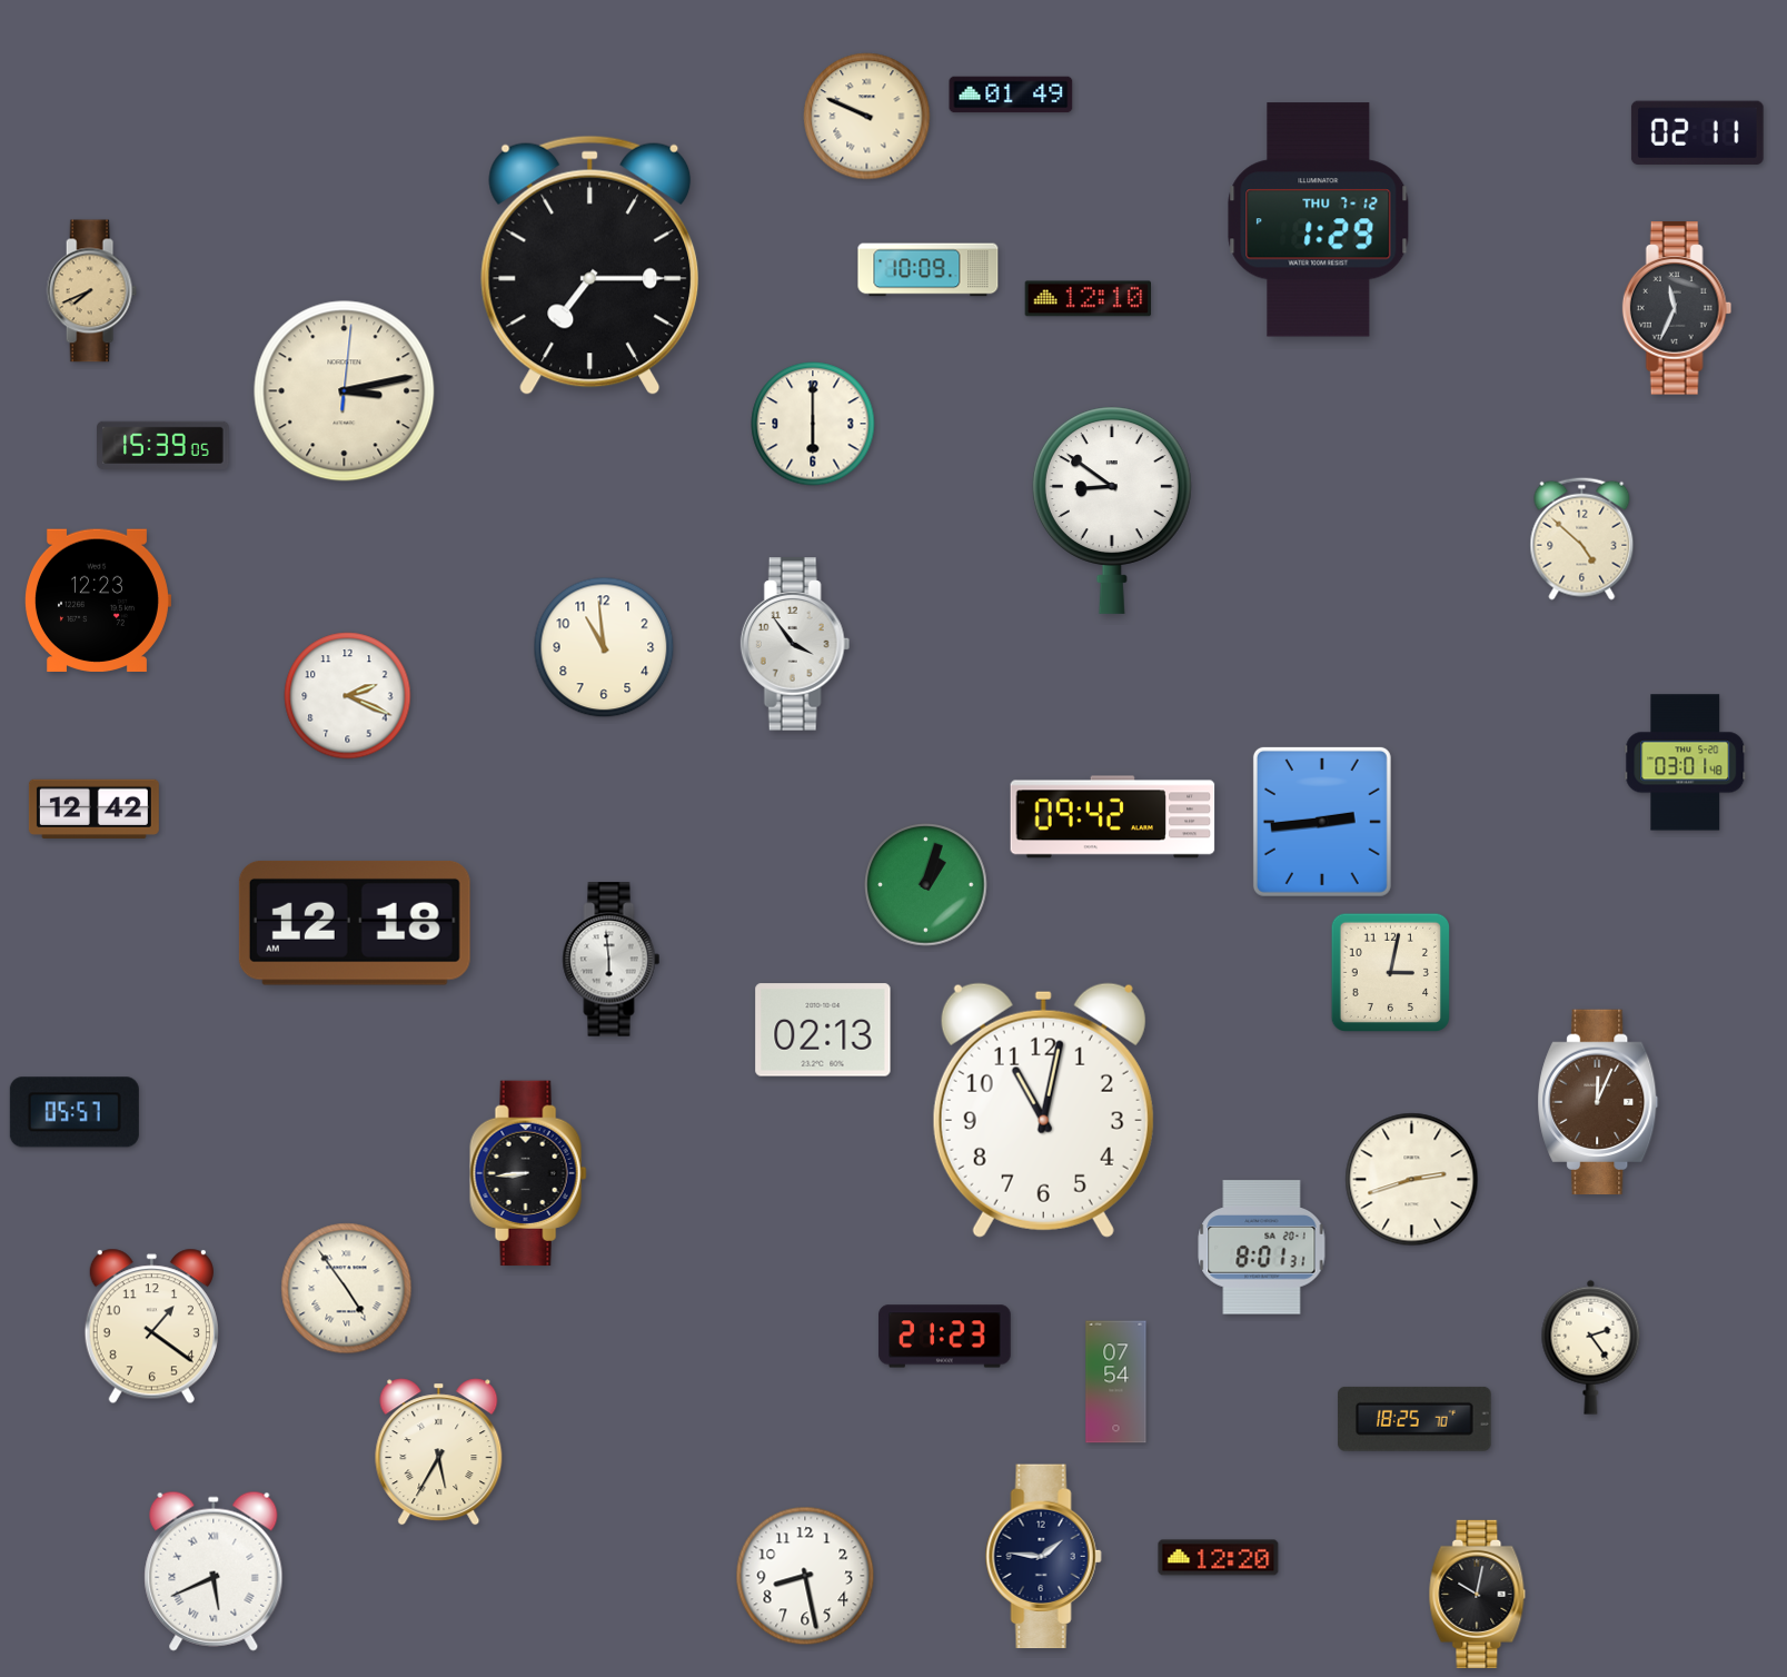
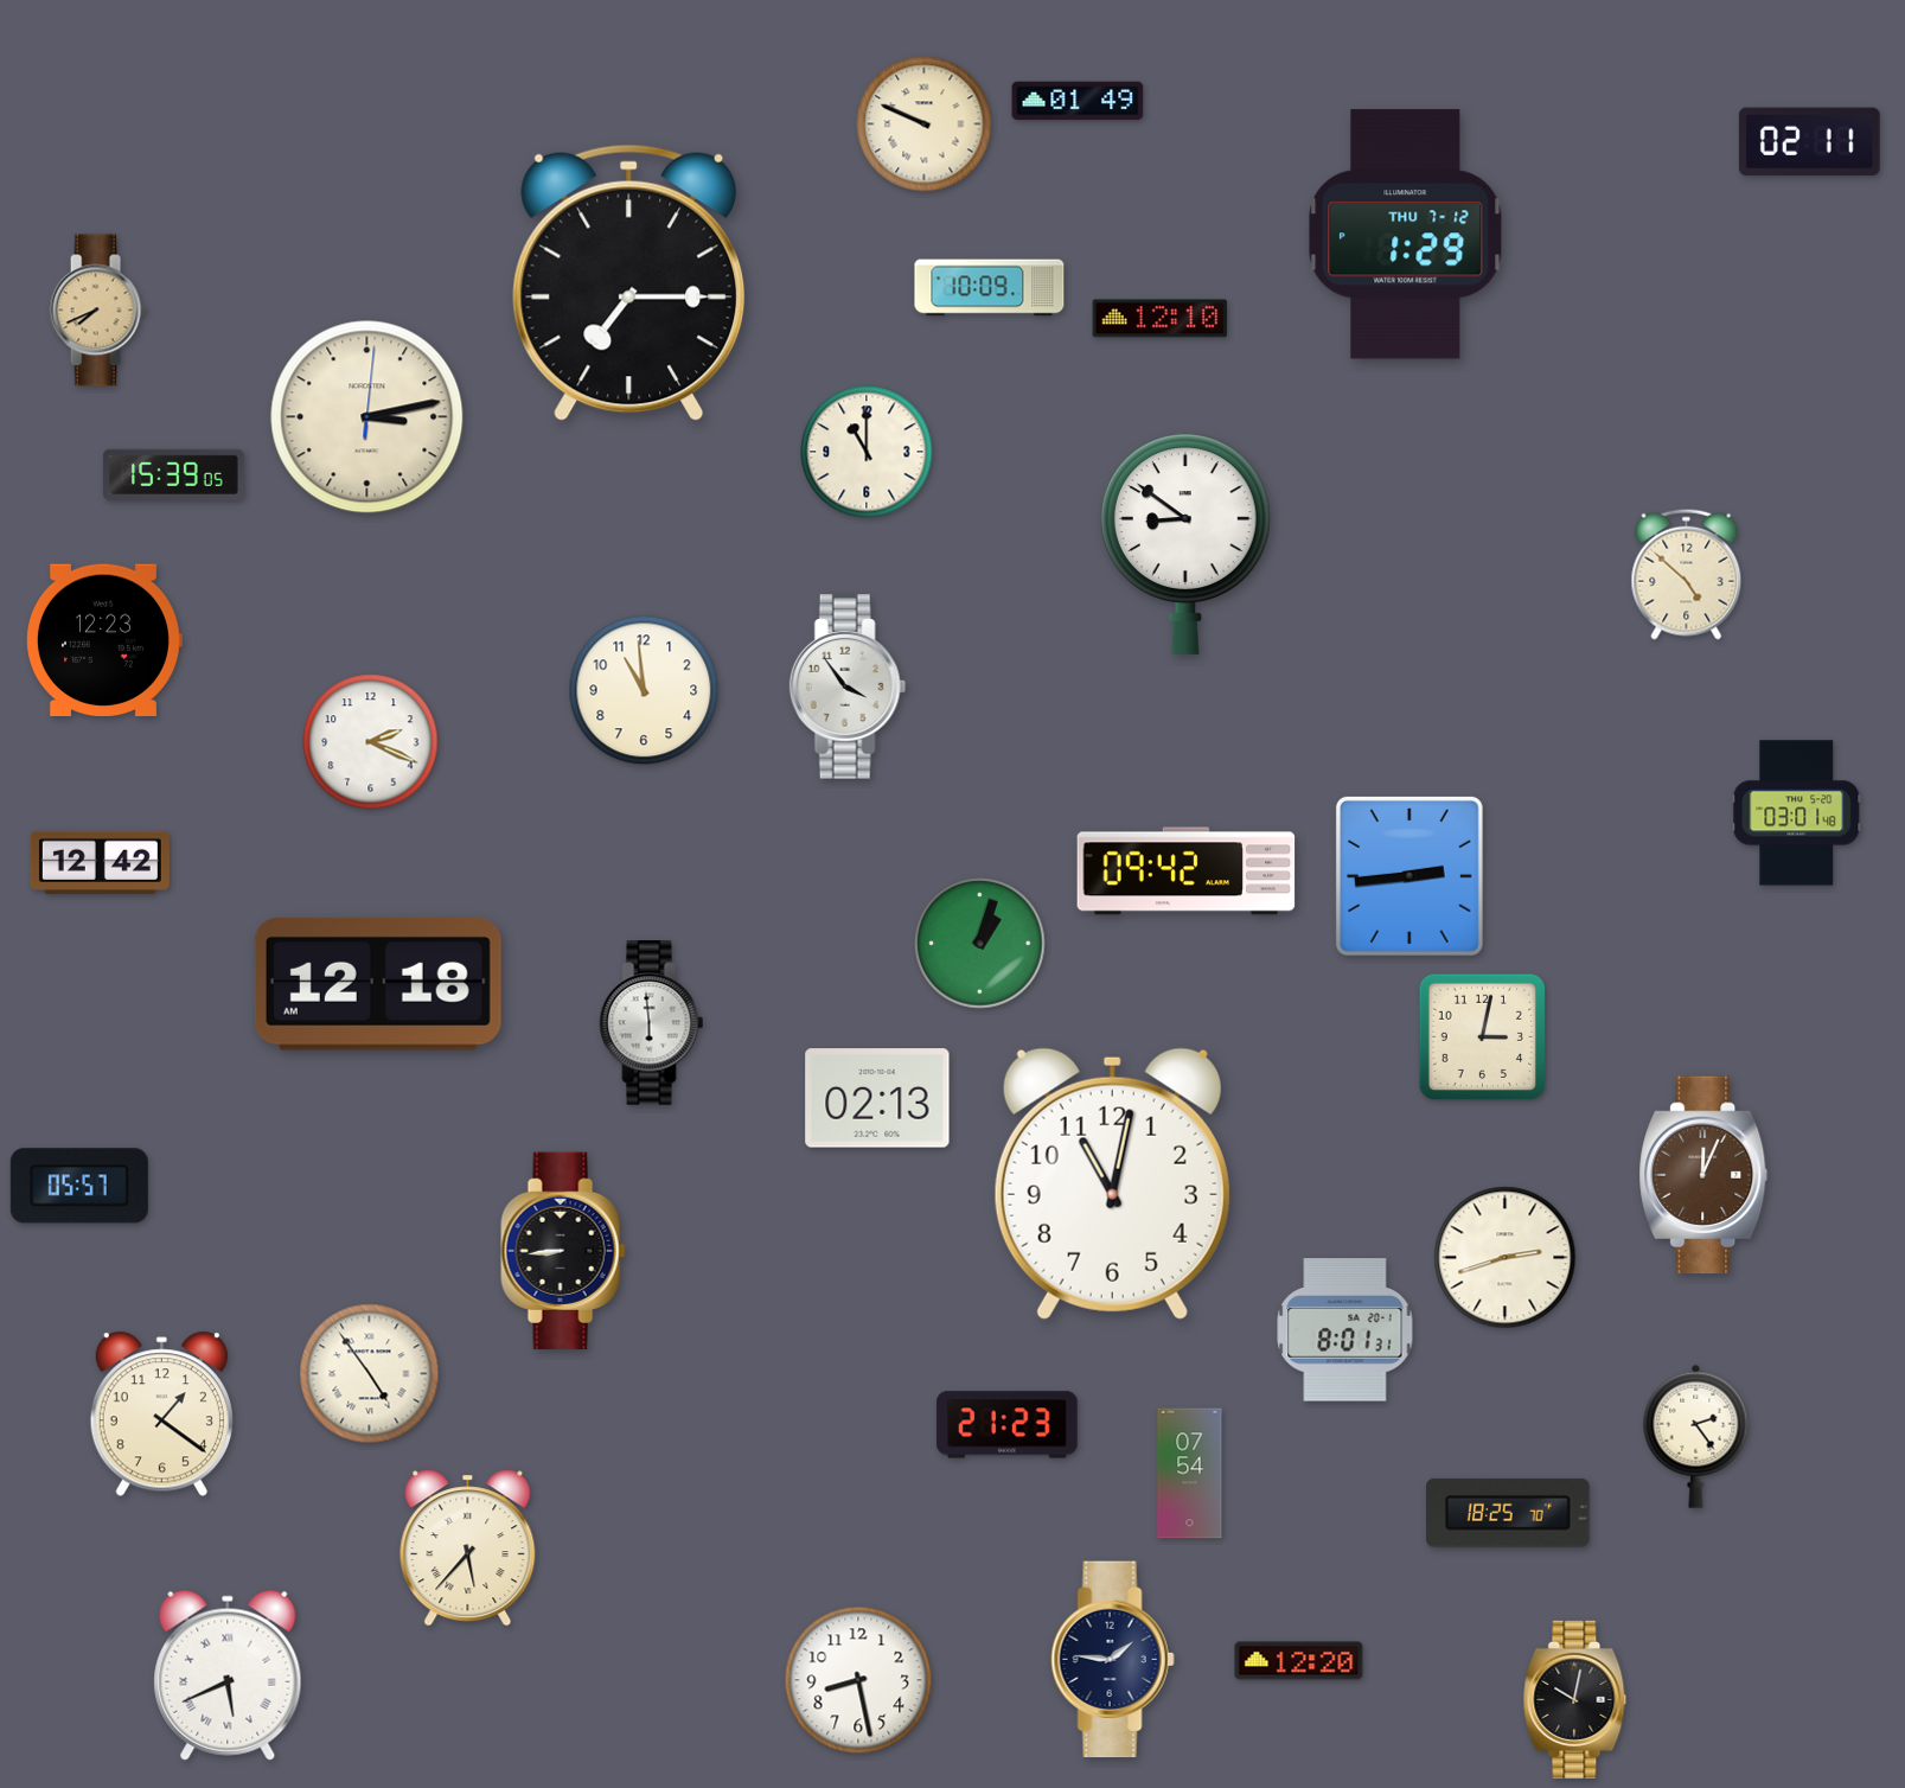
clock at (1677, 308): 11:34 -> none
clock at (813, 424): 6:00 -> 11:00
clock at (926, 885) position: (926, 885) -> (980, 944)
clock at (439, 1452): 5:35 -> 5:37
